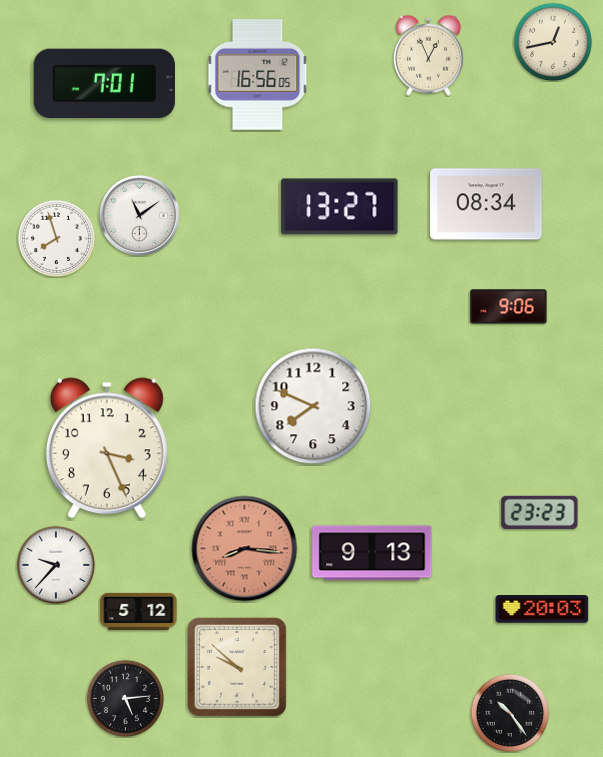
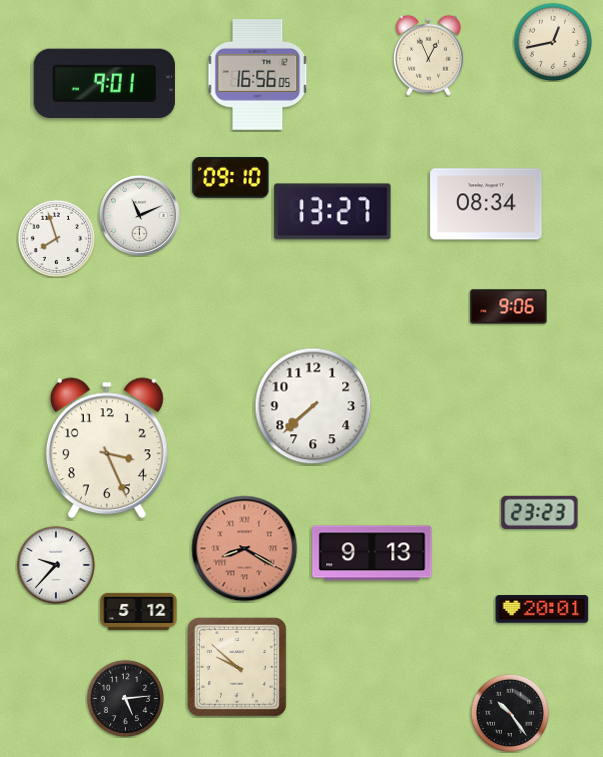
clock at (104, 83): 7:01 -> 9:01
clock at (231, 177): none -> 09:10
clock at (340, 207) position: (340, 207) -> (333, 212)
clock at (139, 215): 11:09 -> 11:11
clock at (313, 406): 7:49 -> 7:38
clock at (245, 549): 8:16 -> 8:20
clock at (542, 609): 20:03 -> 20:01
